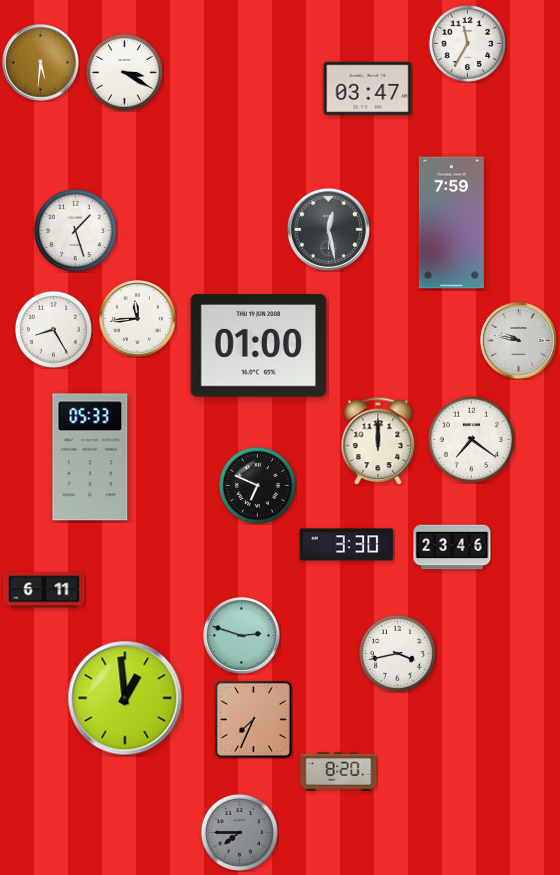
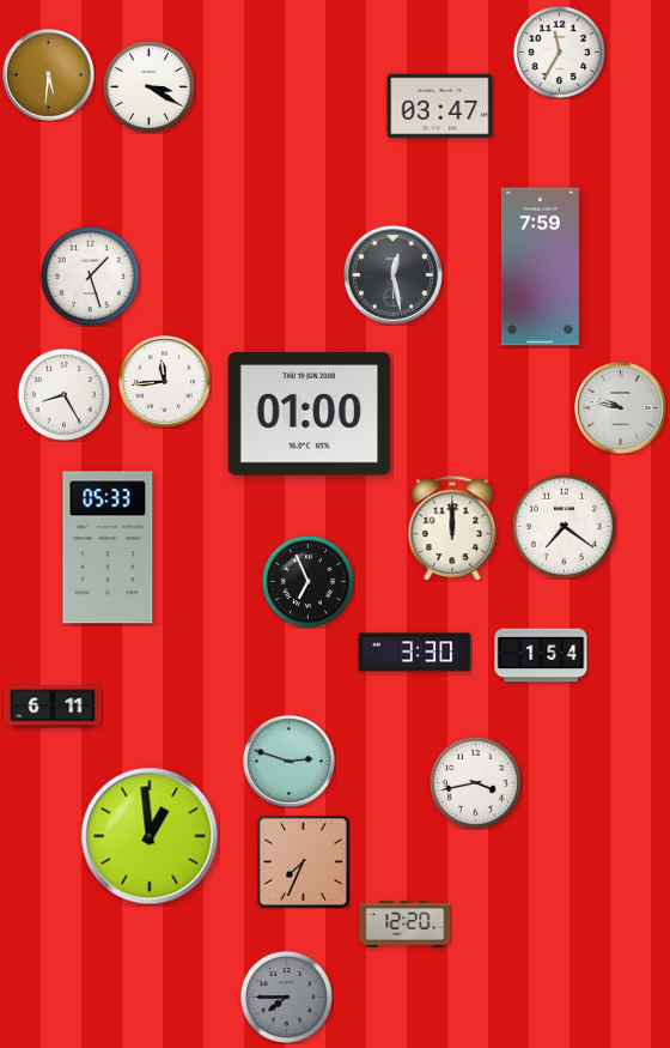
clock at (257, 485): 6:49 -> 6:56
clock at (452, 547): 23:46 -> 1:54
clock at (339, 772): 8:20 -> 12:20
